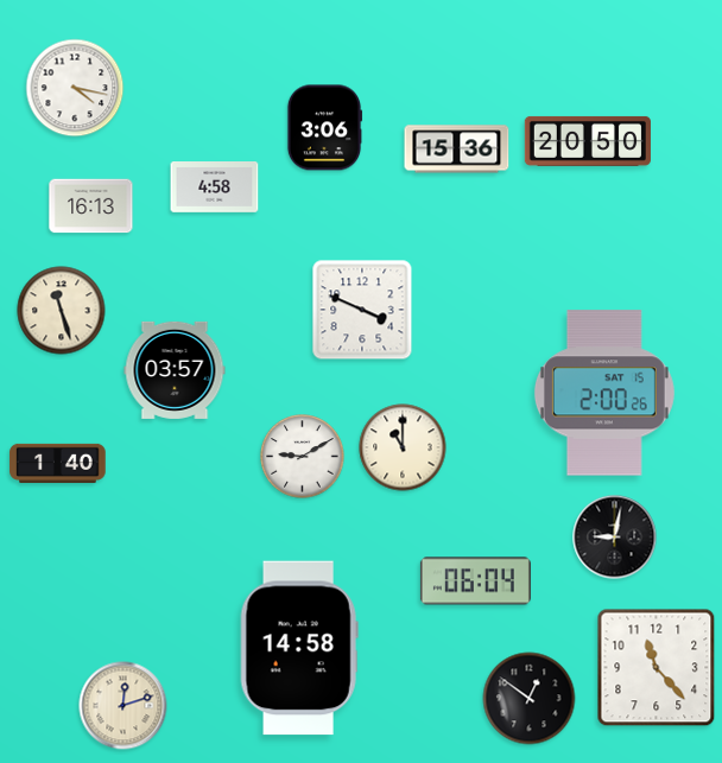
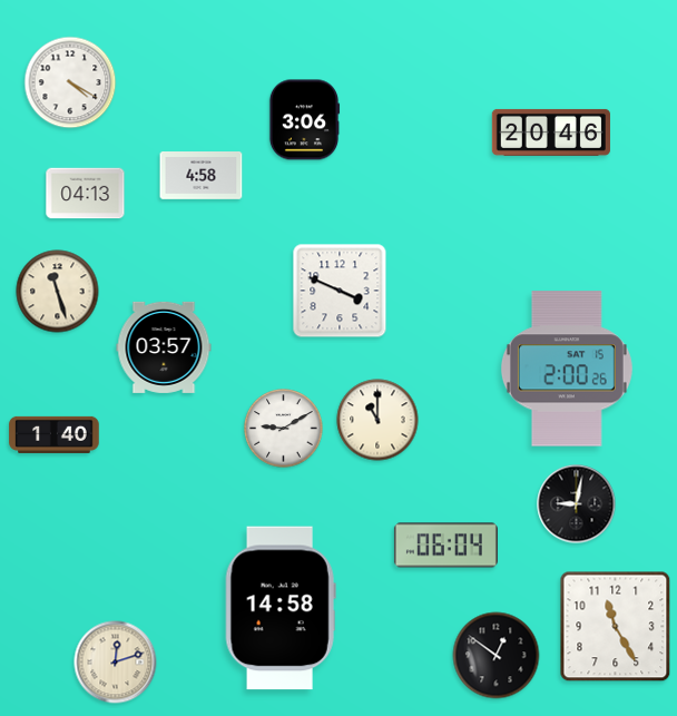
clock at (75, 88): 4:17 -> 4:20
clock at (588, 141): 20:50 -> 20:46
clock at (457, 150): 15:36 -> none
clock at (91, 206): 16:13 -> 04:13
clock at (657, 668): 11:23 -> 11:25
